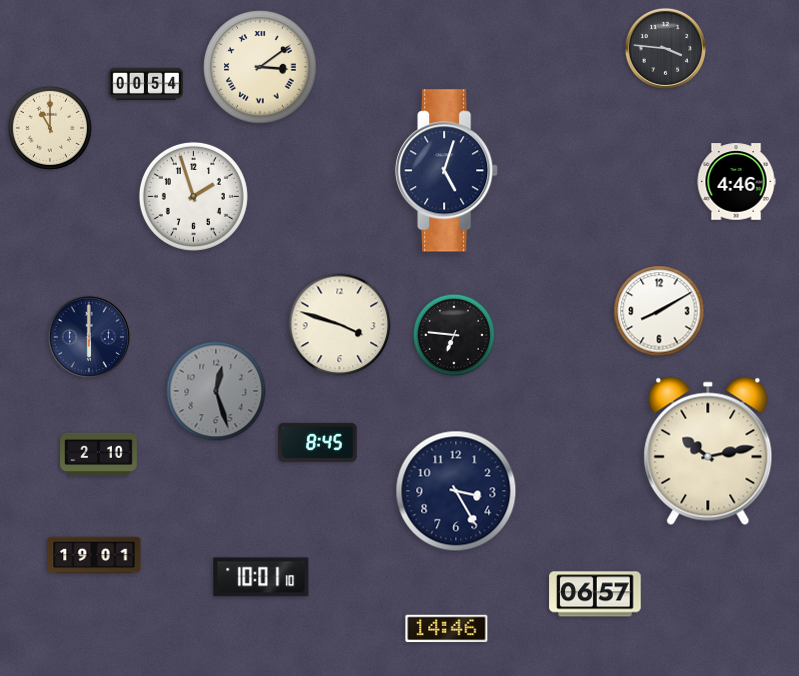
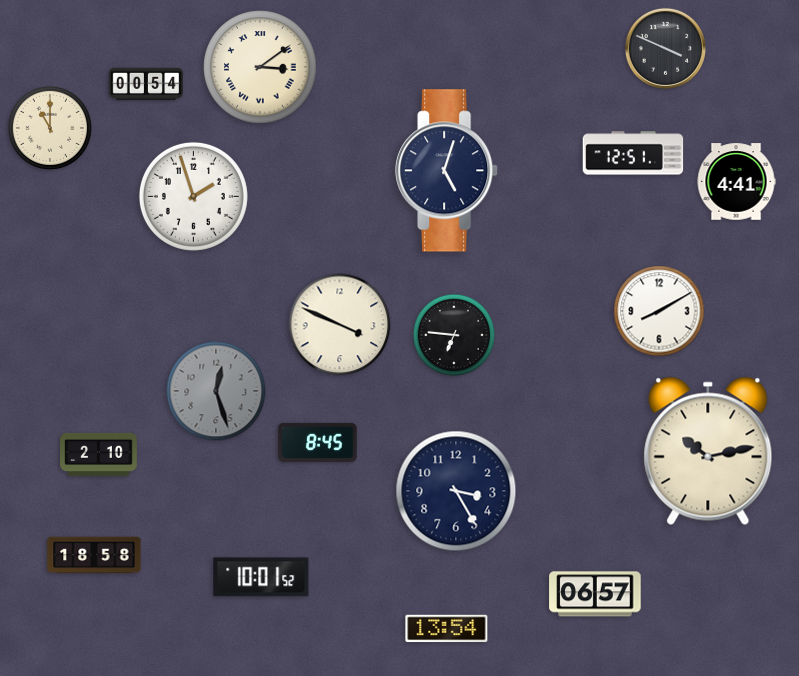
clock at (665, 48): 3:46 -> 3:49
clock at (633, 153): none -> 12:51
clock at (736, 182): 4:46 -> 4:41
clock at (340, 325): 3:48 -> 3:49
clock at (89, 337): 6:00 -> none
clock at (94, 555): 19:01 -> 18:58
clock at (261, 577): 10:01:10 -> 10:01:52
clock at (447, 629): 14:46 -> 13:54
